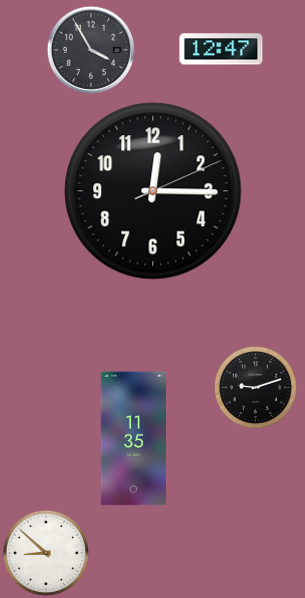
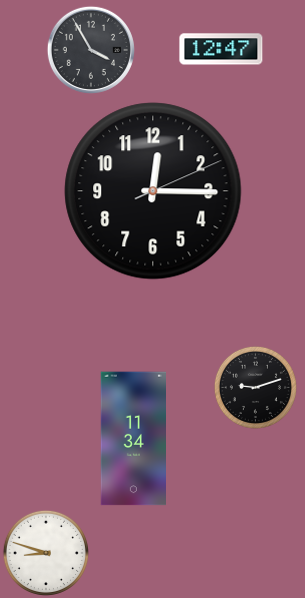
clock at (133, 439): 11:35 -> 11:34
clock at (46, 553): 8:52 -> 8:48
